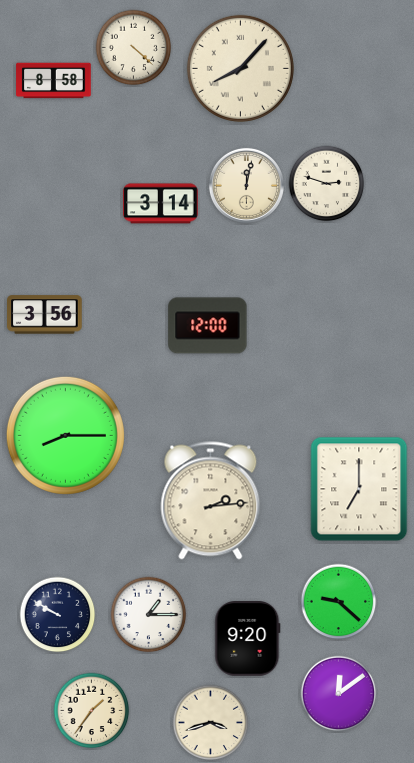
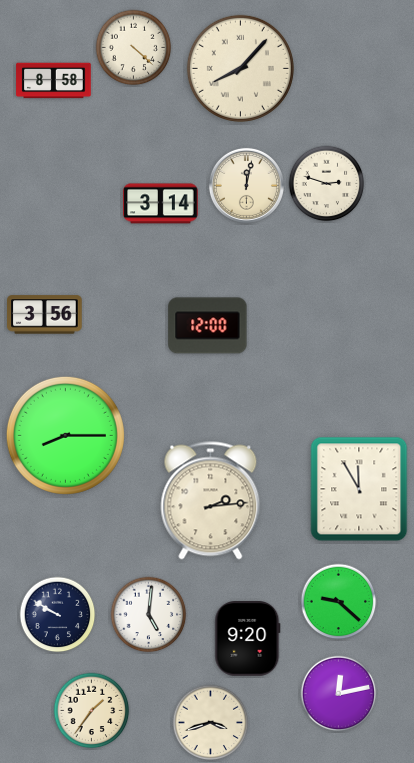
clock at (359, 489): 7:00 -> 11:55
clock at (149, 615): 1:15 -> 5:01
clock at (339, 694): 12:09 -> 12:13
